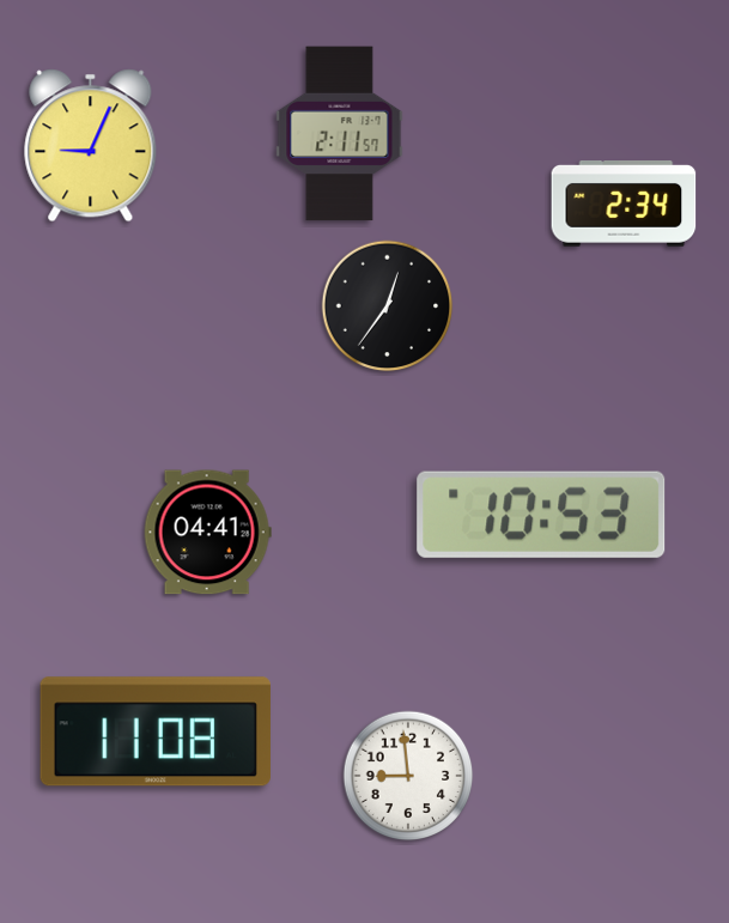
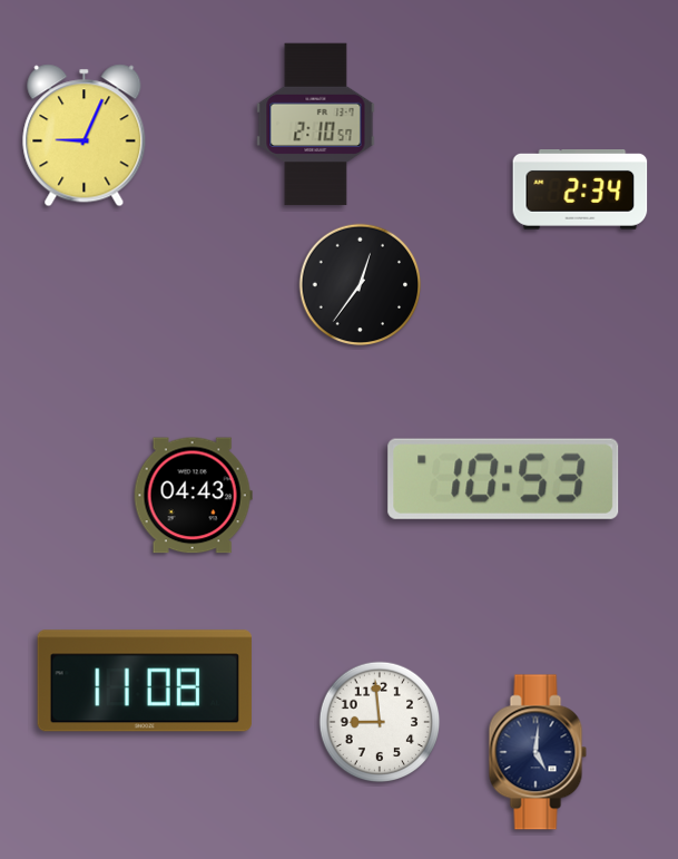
clock at (340, 134): 2:11 -> 2:10
clock at (207, 533): 04:41 -> 04:43
clock at (538, 752): none -> 5:01
